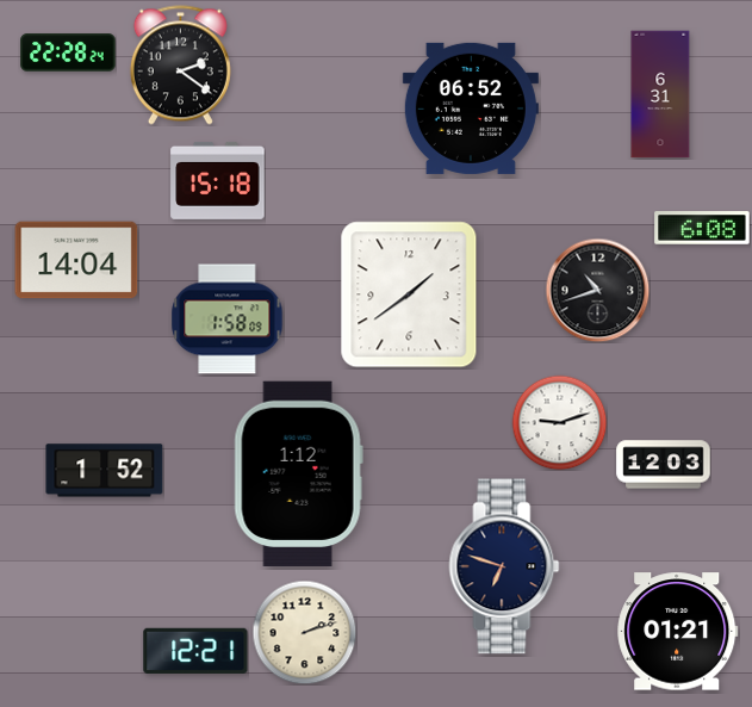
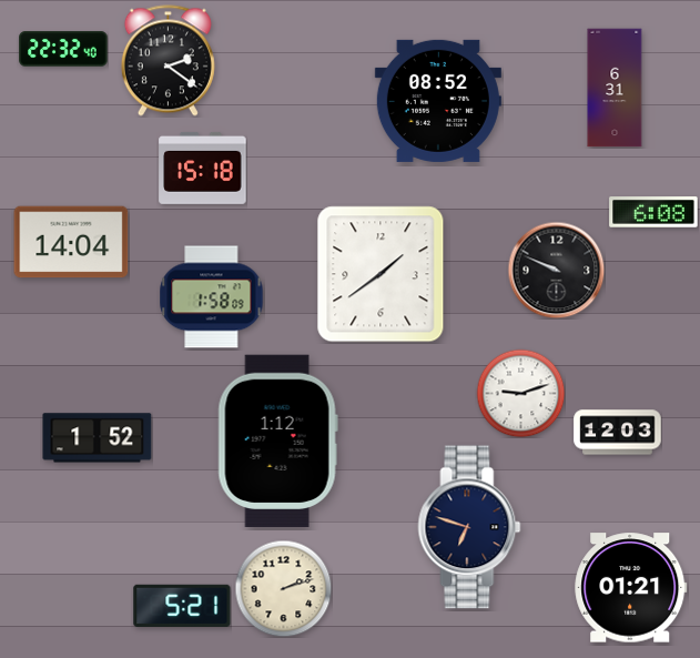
clock at (68, 52): 22:28 -> 22:32
clock at (471, 108): 06:52 -> 08:52
clock at (597, 290): 10:42 -> 9:49
clock at (195, 651): 12:21 -> 5:21
